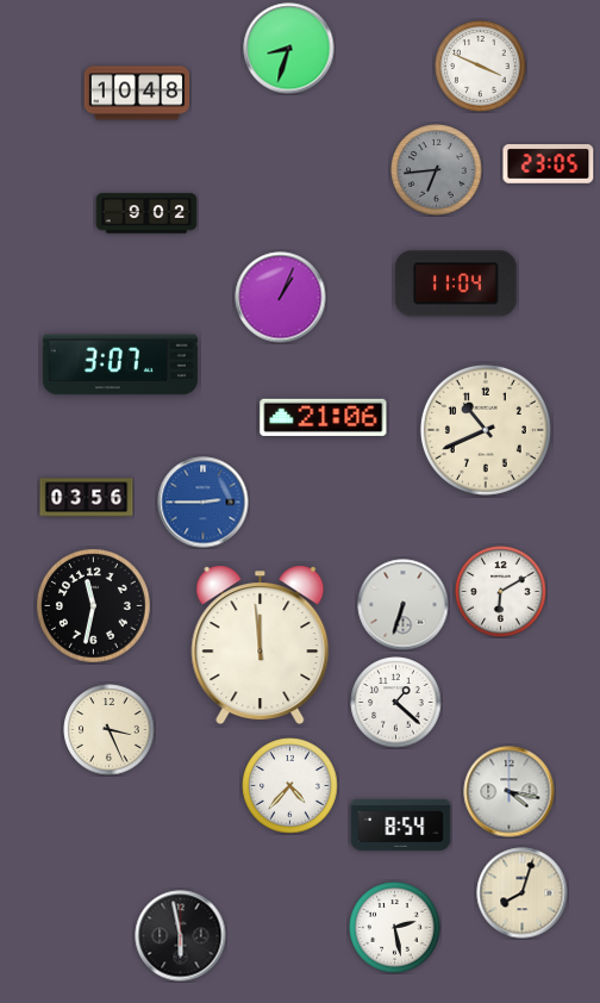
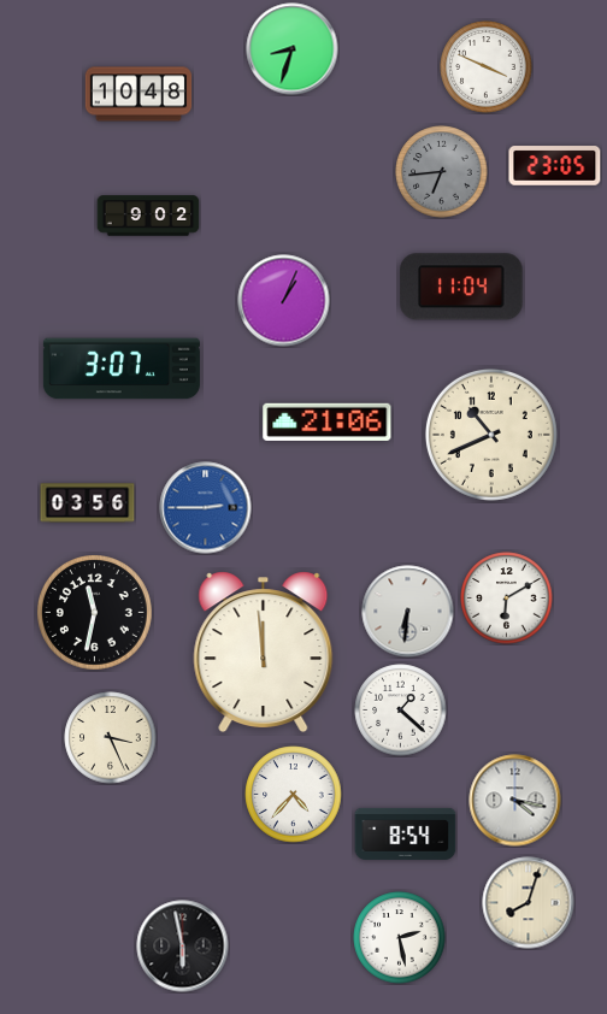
clock at (404, 605): 6:33 -> 6:31
